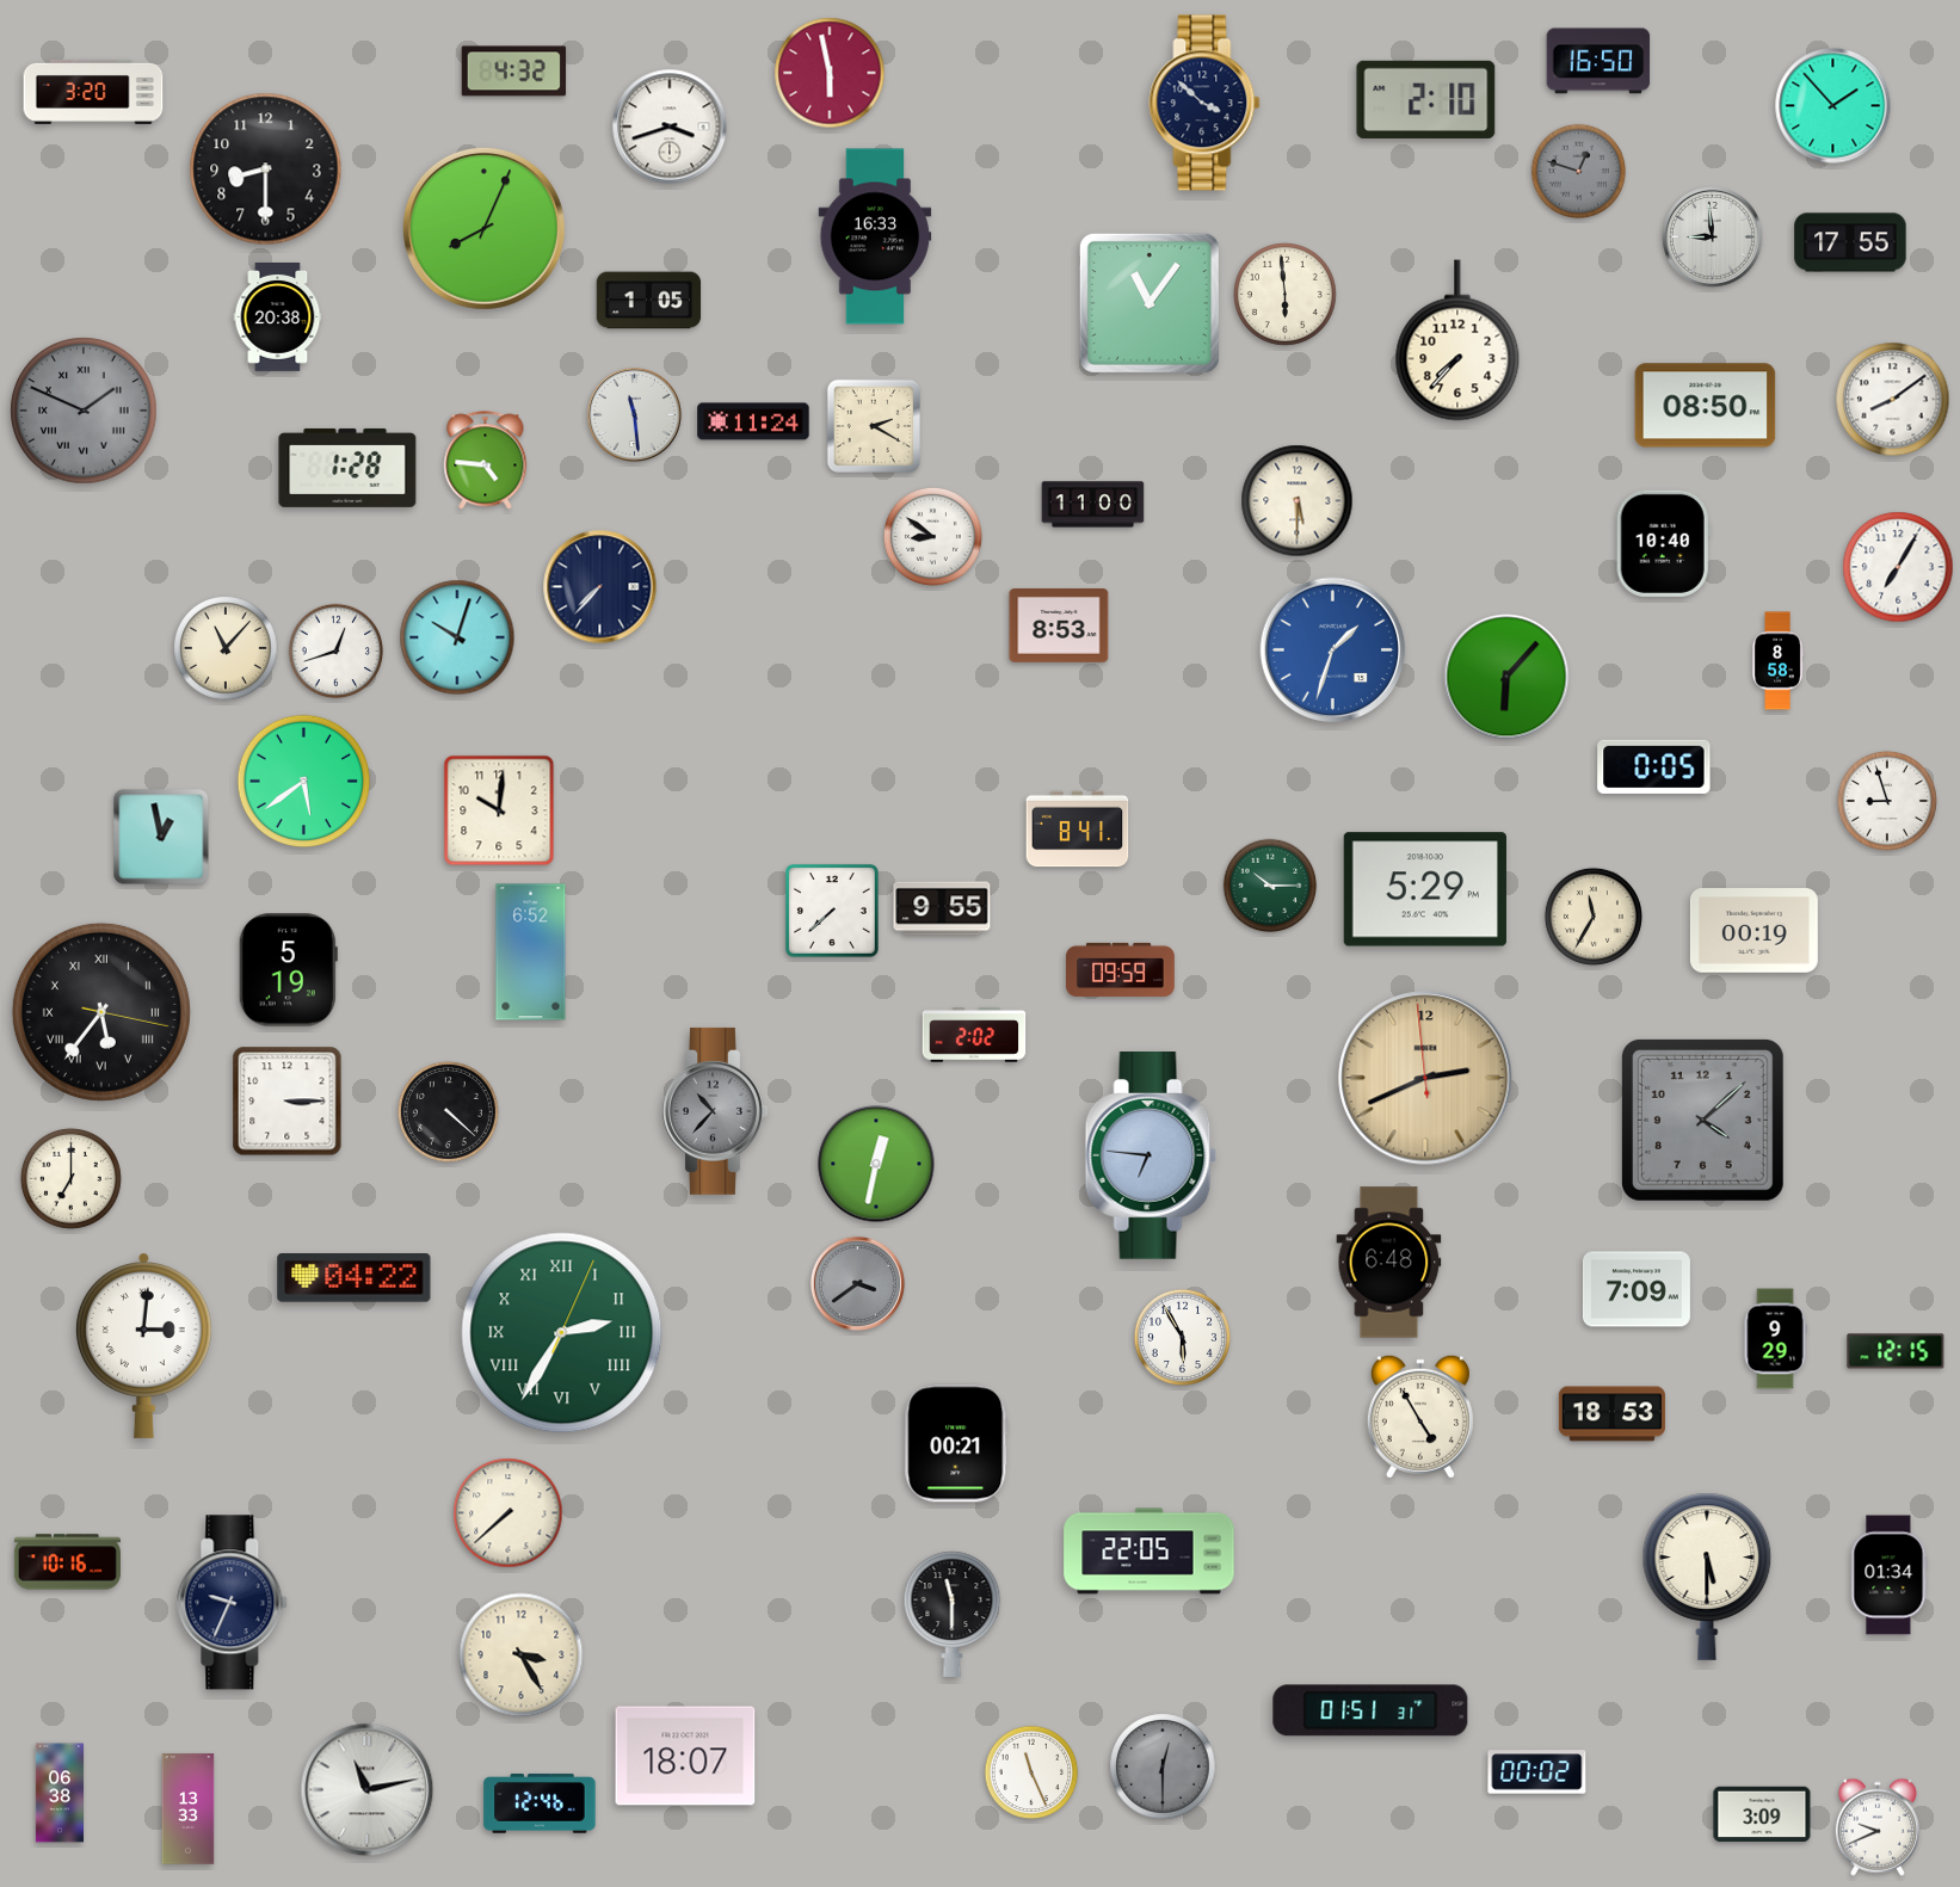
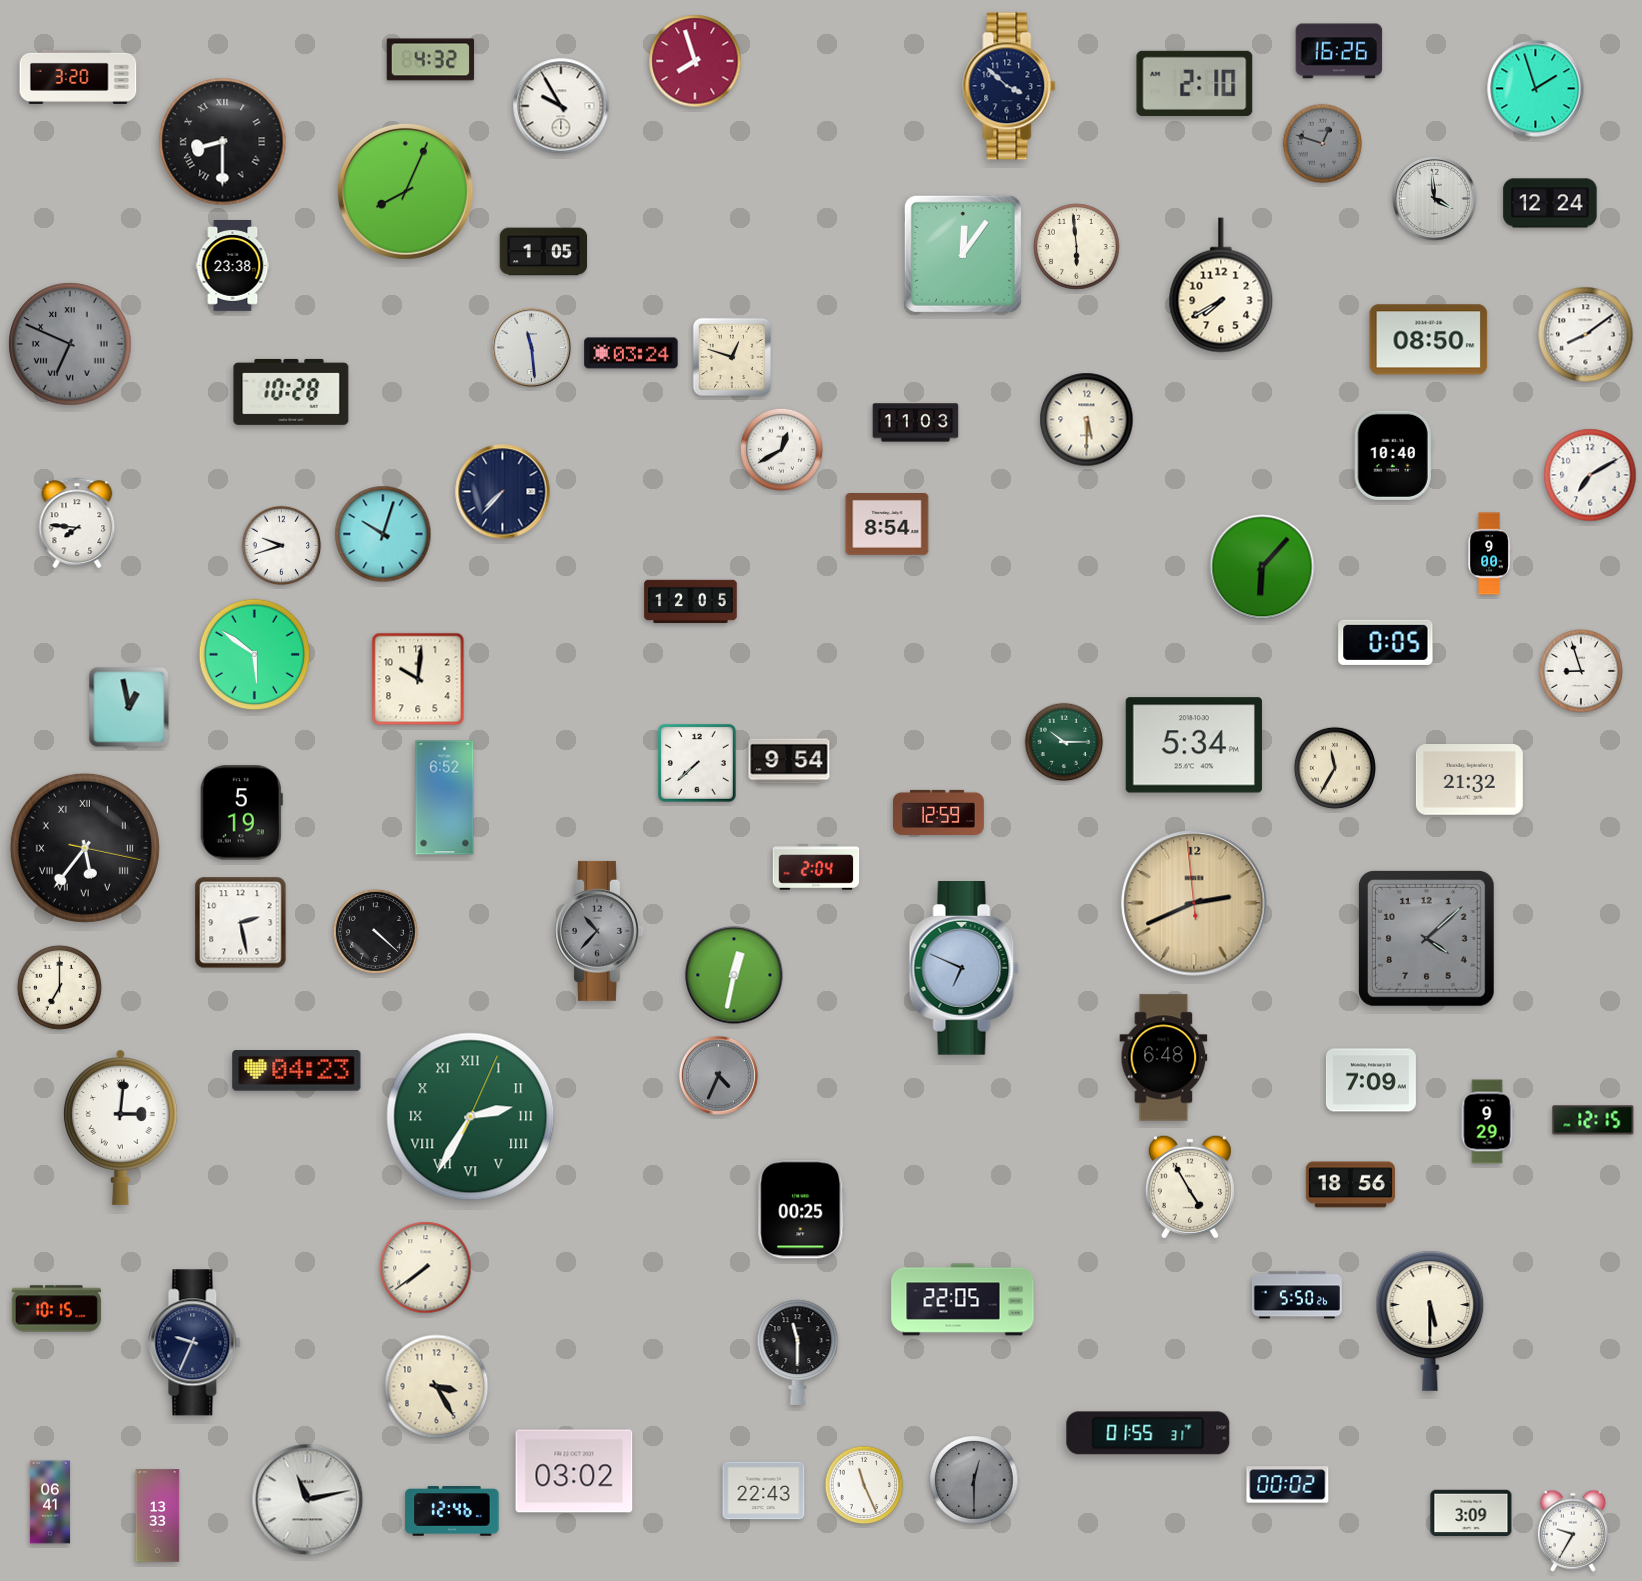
clock at (1598, 61): 16:50 -> 16:26
clock at (830, 73): 5:58 -> 7:57
clock at (1833, 106): 1:53 -> 1:57
clock at (670, 127): 3:42 -> 9:55
clock at (266, 169) numerals: Arabic -> Roman
clock at (875, 236): 16:33 -> none
clock at (1713, 238): 8:59 -> 3:59
clock at (1850, 242): 17:55 -> 12:24
clock at (1150, 303): 11:06 -> 12:06
clock at (278, 317): 20:38 -> 23:38
clock at (1457, 340): 7:37 -> 7:40
clock at (84, 411): 1:49 -> 6:49
clock at (753, 421): 11:24 -> 03:24
clock at (873, 425): 2:20 -> 12:48
clock at (486, 461): 4:46 -> none
clock at (347, 468): 1:28 -> 10:28
clock at (1093, 505): 11:00 -> 11:03
clock at (932, 536): 8:51 -> 12:40
clock at (1898, 567): 7:05 -> 7:10
clock at (77, 523): none -> 7:46
clock at (1059, 627): 8:53 -> 8:54
clock at (226, 648): 11:07 -> none
clock at (1333, 650): 1:33 -> none
clock at (337, 652): 12:42 -> 9:42
clock at (1777, 661): 8:58 -> 9:00
clock at (691, 602): none -> 12:05
clock at (304, 782): 5:39 -> 5:51
clock at (1078, 830): 8:41 -> none
clock at (161, 837) position: (161, 837) -> (129, 707)
clock at (1425, 889): 5:29 -> 5:34
clock at (942, 908): 9:55 -> 9:54
clock at (1753, 931): 00:19 -> 21:32
clock at (1121, 969): 09:59 -> 12:59
clock at (974, 1035): 2:02 -> 2:04
clock at (288, 1102): 3:15 -> 2:28
clock at (1151, 1157): 6:46 -> 6:49
clock at (355, 1278): 04:22 -> 04:23
clock at (857, 1283): 3:39 -> 4:34
clock at (1182, 1337): 5:55 -> none
clock at (1896, 1351) position: (1896, 1351) -> (1593, 1120)
clock at (1611, 1414): 18:53 -> 18:56
clock at (956, 1443): 00:21 -> 00:25
clock at (509, 1513): 7:38 -> 7:39
clock at (1297, 1295): none -> 5:50
clock at (67, 1562): 10:16 -> 10:15
clock at (1890, 1575): 01:34 -> none
clock at (1370, 1710): 01:51 -> 01:55
clock at (685, 1756): 18:07 -> 03:02
clock at (764, 1491): none -> 22:43
clock at (58, 1793): 06:38 -> 06:41
clock at (1762, 1814) position: (1762, 1814) -> (1471, 1513)
clock at (1878, 1827): 9:41 -> 9:35
